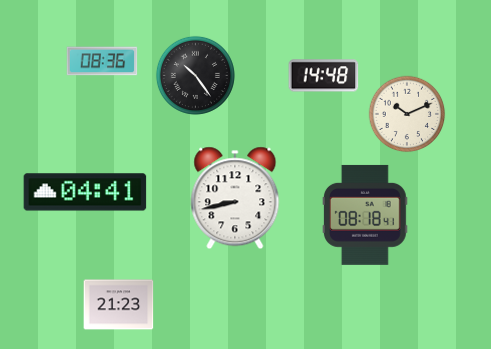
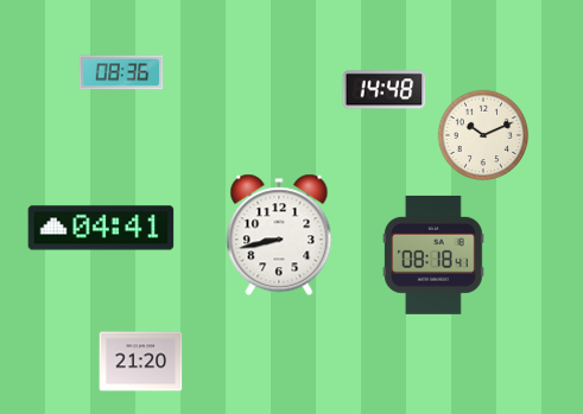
clock at (195, 75): 10:24 -> none
clock at (119, 305): 21:23 -> 21:20
